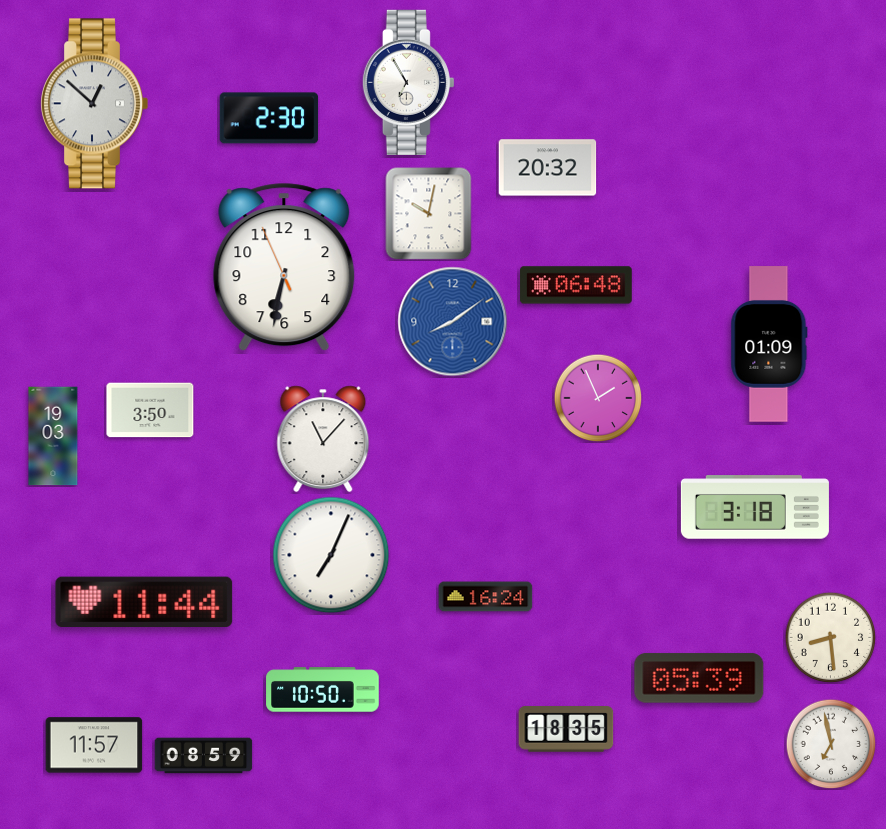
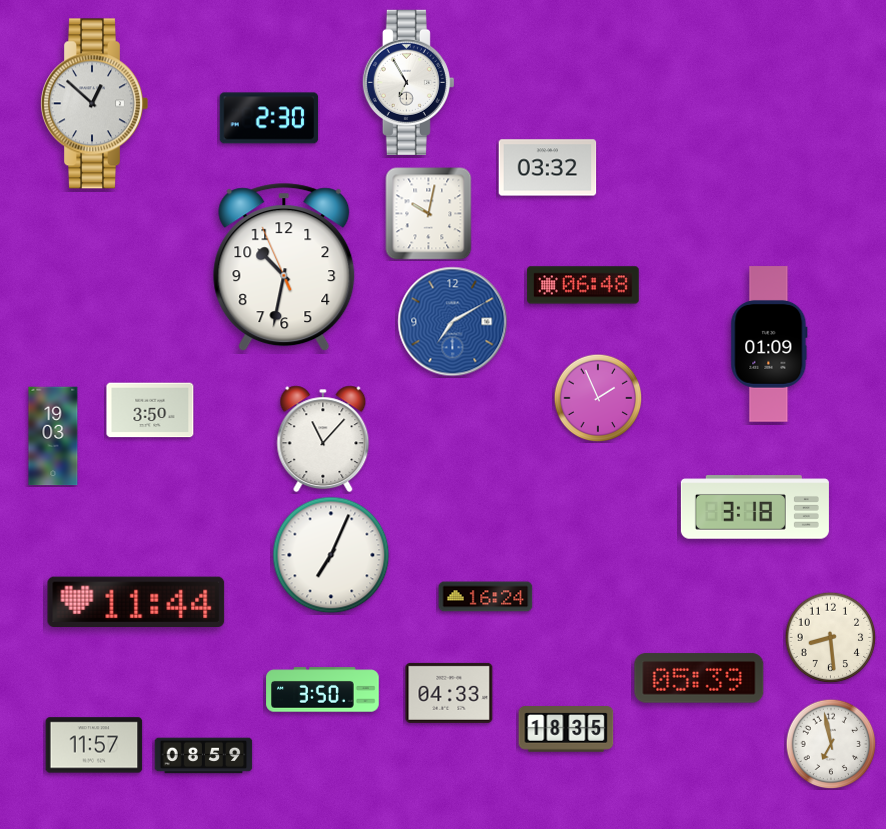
clock at (548, 168): 20:32 -> 03:32
clock at (284, 268): 6:31 -> 10:31
clock at (576, 285) position: (576, 285) -> (583, 285)
clock at (453, 322): 8:09 -> 7:10
clock at (144, 601) position: (144, 601) -> (136, 601)
clock at (323, 690): 10:50 -> 3:50
clock at (449, 693): none -> 04:33
